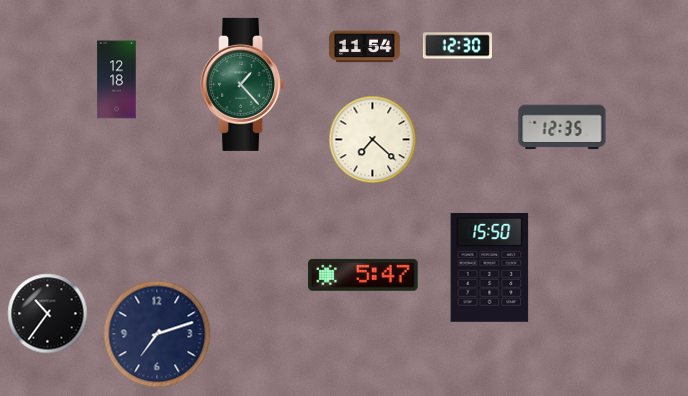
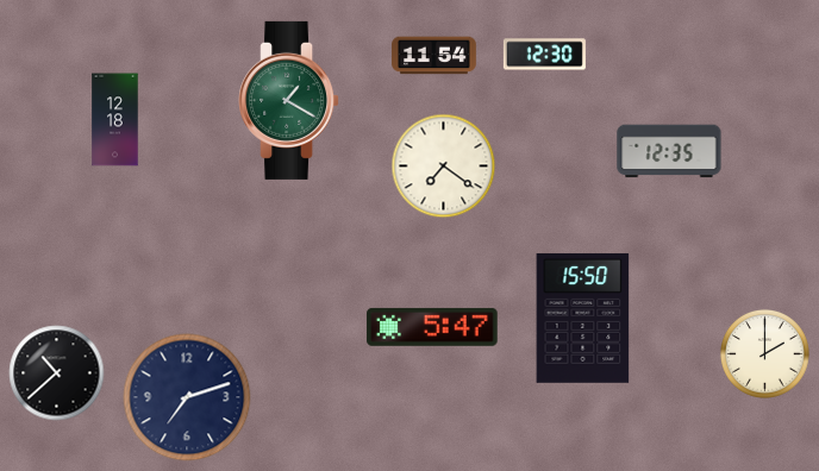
clock at (117, 80) position: (117, 80) -> (115, 120)
clock at (243, 84): 1:23 -> 1:20
clock at (373, 140): 7:22 -> 7:21
clock at (764, 353): none -> 2:00
clock at (48, 314): 10:36 -> 10:38
